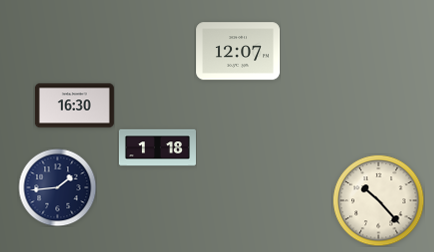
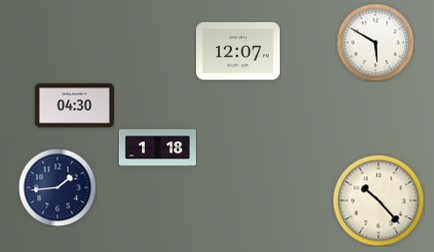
clock at (375, 42): none -> 5:50
clock at (74, 106): 16:30 -> 04:30
